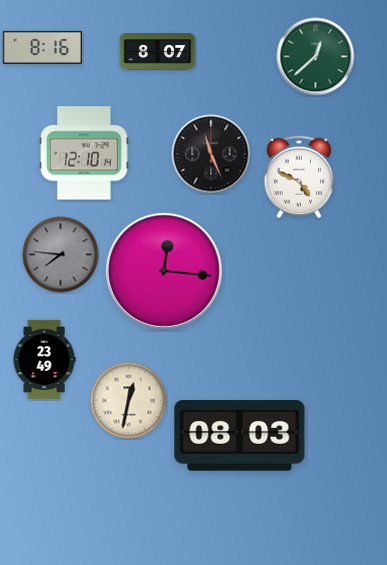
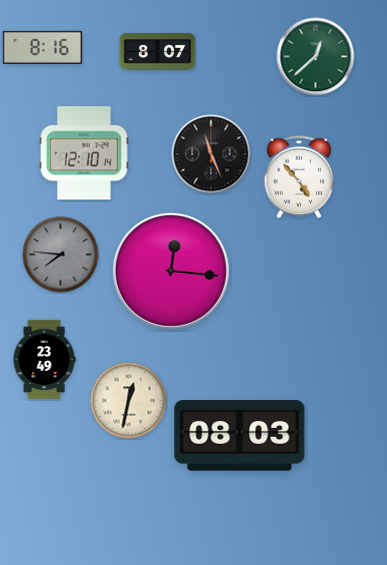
clock at (299, 177): 4:49 -> 4:53
clock at (164, 271) position: (164, 271) -> (171, 271)
